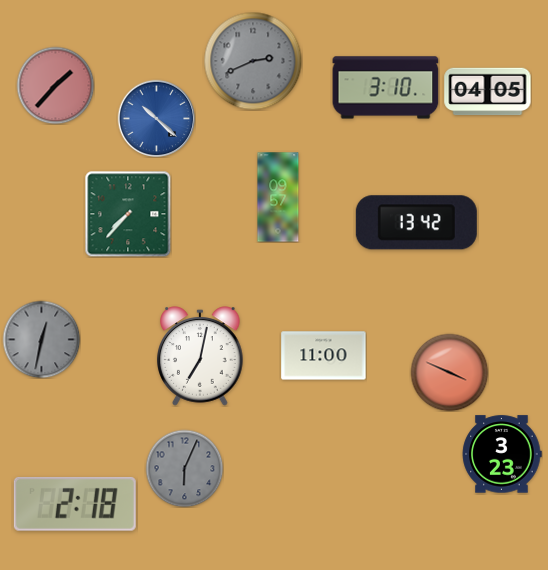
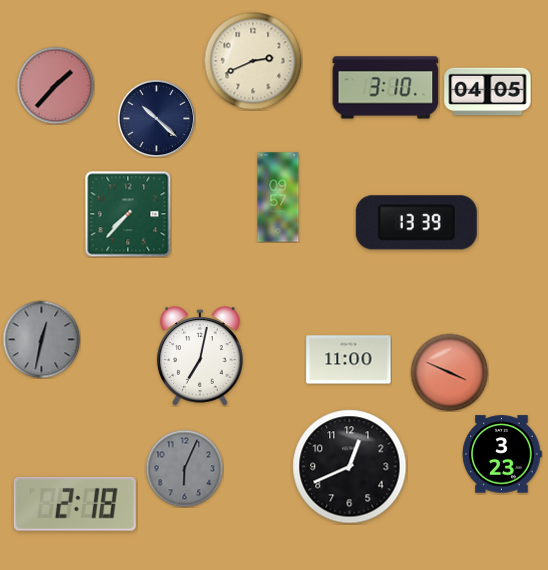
clock at (253, 61) dial: grey -> cream
clock at (156, 118) dial: blue -> navy
clock at (416, 223): 13:42 -> 13:39
clock at (324, 356) position: (324, 356) -> (349, 360)
clock at (350, 467): none -> 12:41
